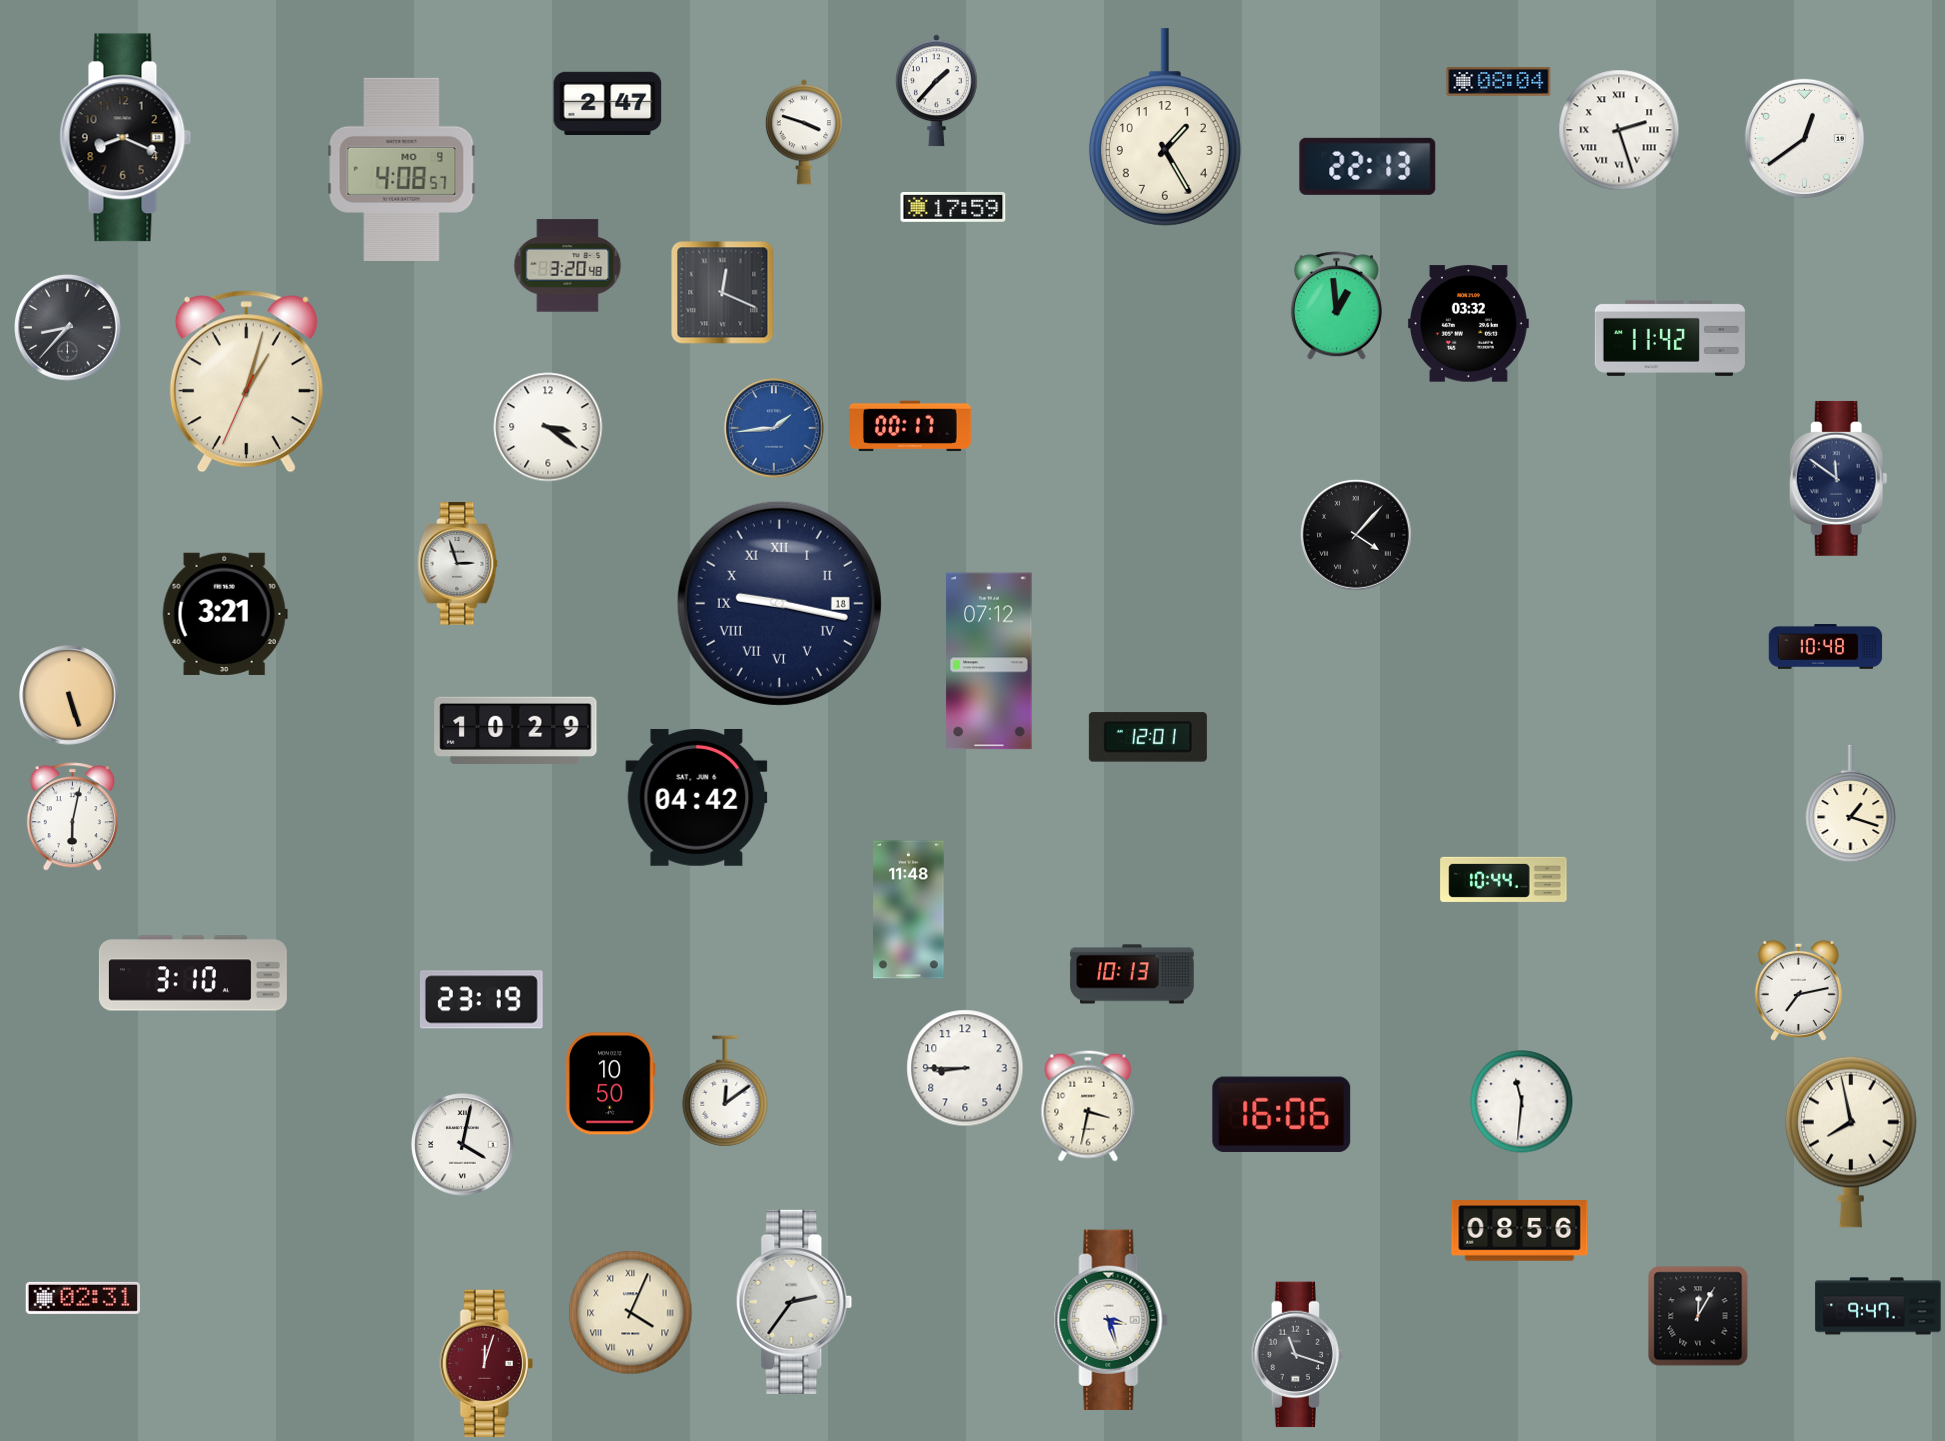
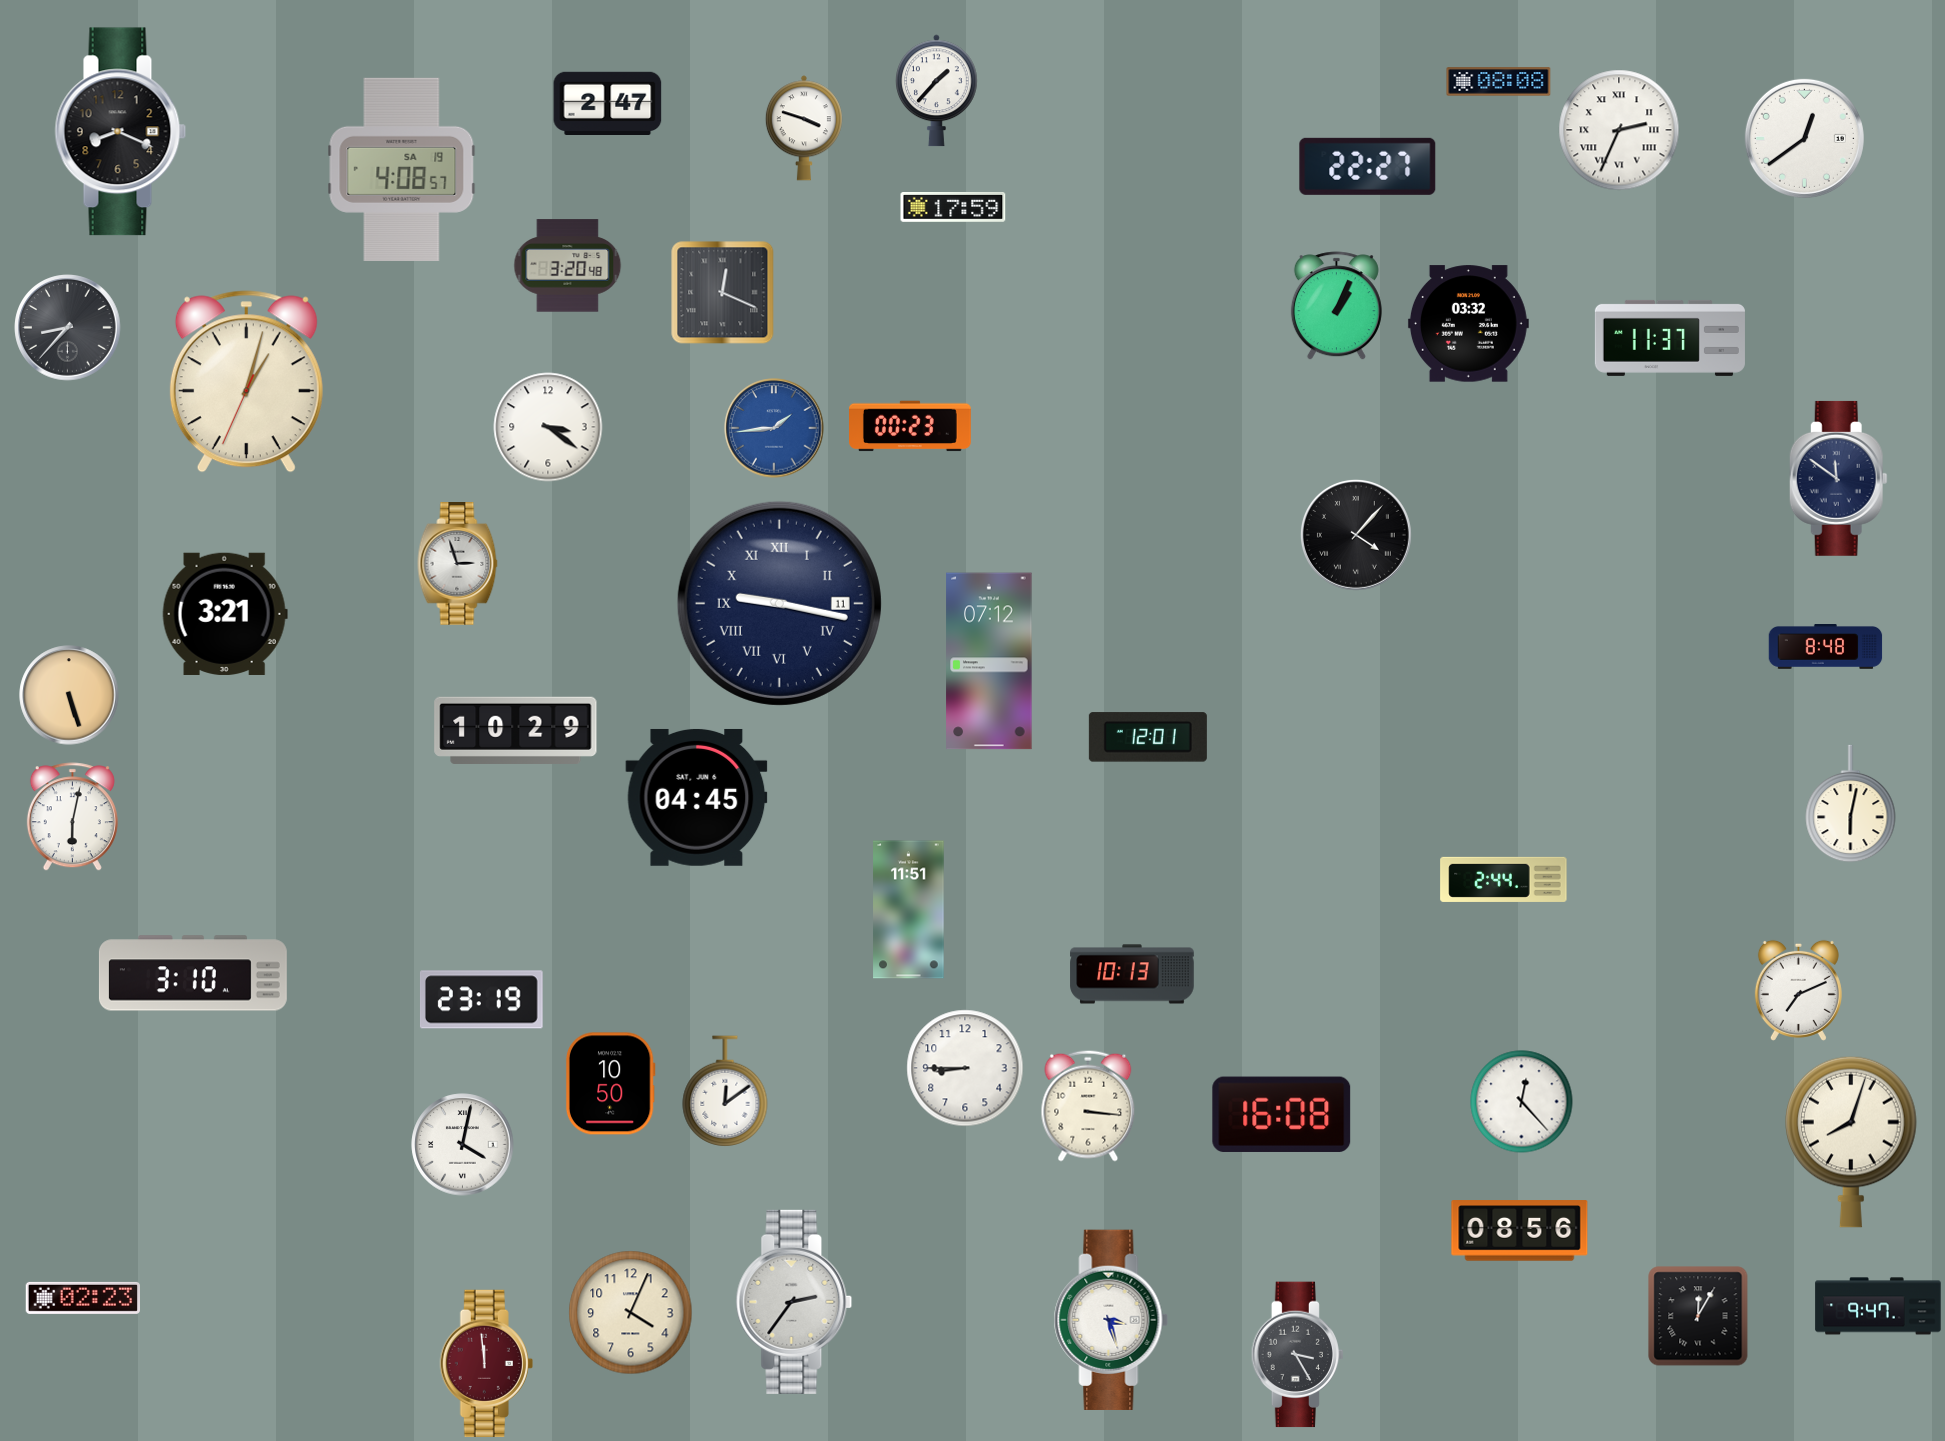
clock at (1499, 82): 08:04 -> 08:08
clock at (1165, 127): 1:25 -> none
clock at (1619, 130): 2:27 -> 2:34
clock at (804, 132) position: (804, 132) -> (804, 128)
clock at (126, 138) position: (126, 138) -> (121, 132)
clock at (1368, 166): 22:13 -> 22:27
clock at (402, 169) date: MO 9 -> SA 19
clock at (1336, 306): 12:59 -> 1:04
clock at (1670, 338): 11:42 -> 11:37
clock at (911, 426): 00:17 -> 00:23
clock at (779, 603) date: 18 -> 11
clock at (1826, 647): 10:48 -> 8:48
clock at (697, 797): 04:42 -> 04:45
clock at (1851, 804): 1:18 -> 6:02
clock at (1504, 879): 10:44 -> 2:44
clock at (909, 910): 11:48 -> 11:51
clock at (1798, 990): 7:13 -> 7:11
clock at (1522, 1102): 11:31 -> 12:23
clock at (1088, 1106): 3:32 -> 3:16
clock at (1282, 1114): 16:06 -> 16:08
clock at (1852, 1142): 7:58 -> 8:03
clock at (82, 1298): 02:31 -> 02:23
clock at (631, 1313) numerals: Roman -> Arabic
clock at (1297, 1355): 11:18 -> 3:25
clock at (486, 1363): 12:03 -> 11:59
